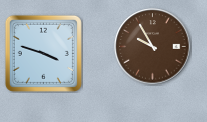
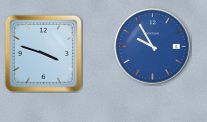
clock at (153, 47) dial: brown -> blue
